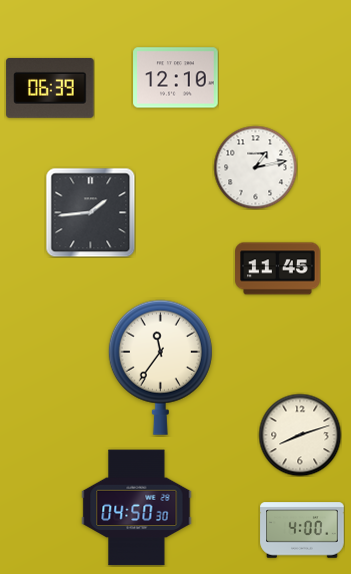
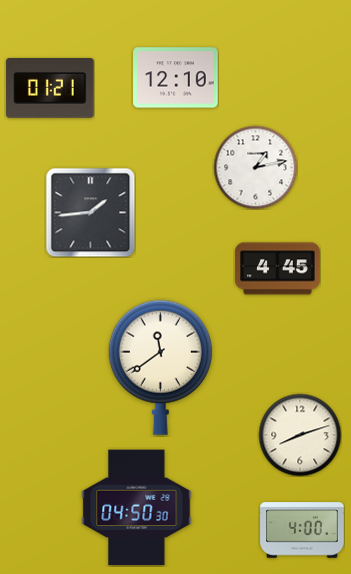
clock at (50, 88): 06:39 -> 01:21
clock at (278, 269): 11:45 -> 4:45
clock at (160, 367): 11:36 -> 11:39
